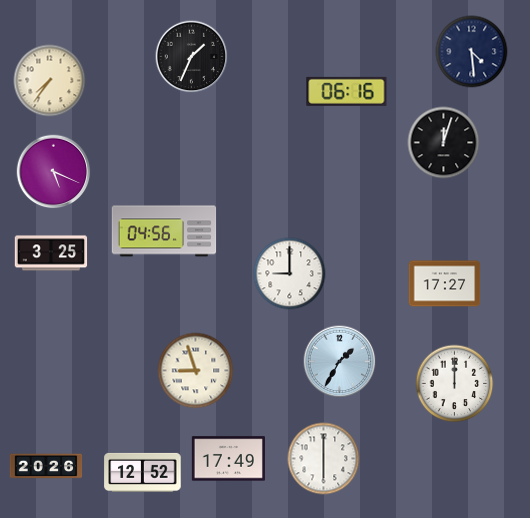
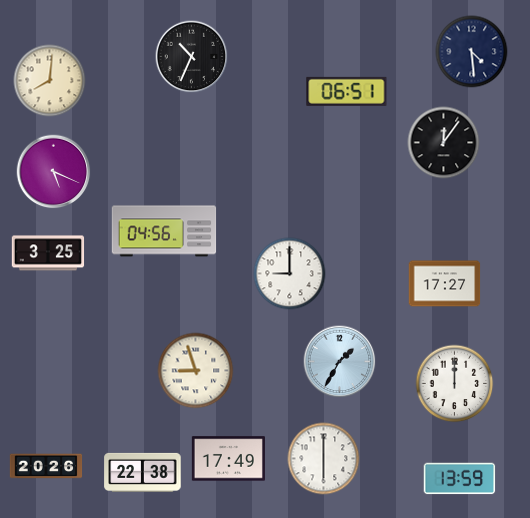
clock at (192, 57): 1:34 -> 10:34
clock at (50, 81): 7:36 -> 8:01
clock at (347, 91): 06:16 -> 06:51
clock at (444, 143): 12:03 -> 12:06
clock at (51, 253) position: (51, 253) -> (48, 253)
clock at (143, 472): 12:52 -> 22:38
clock at (460, 479): none -> 13:59
